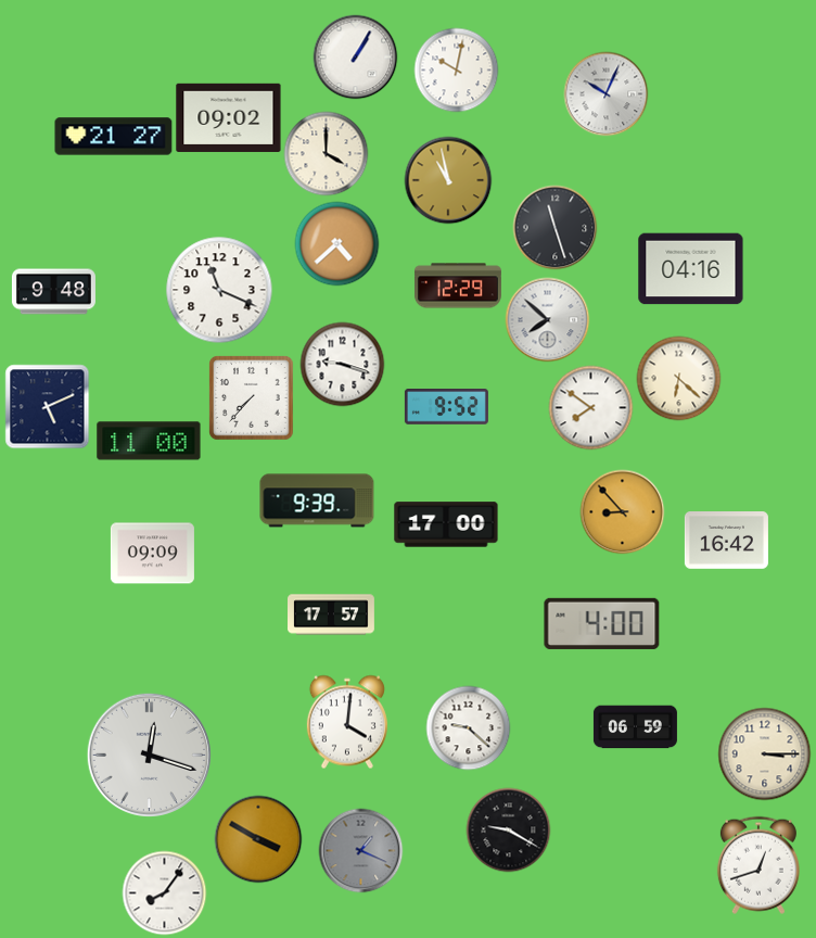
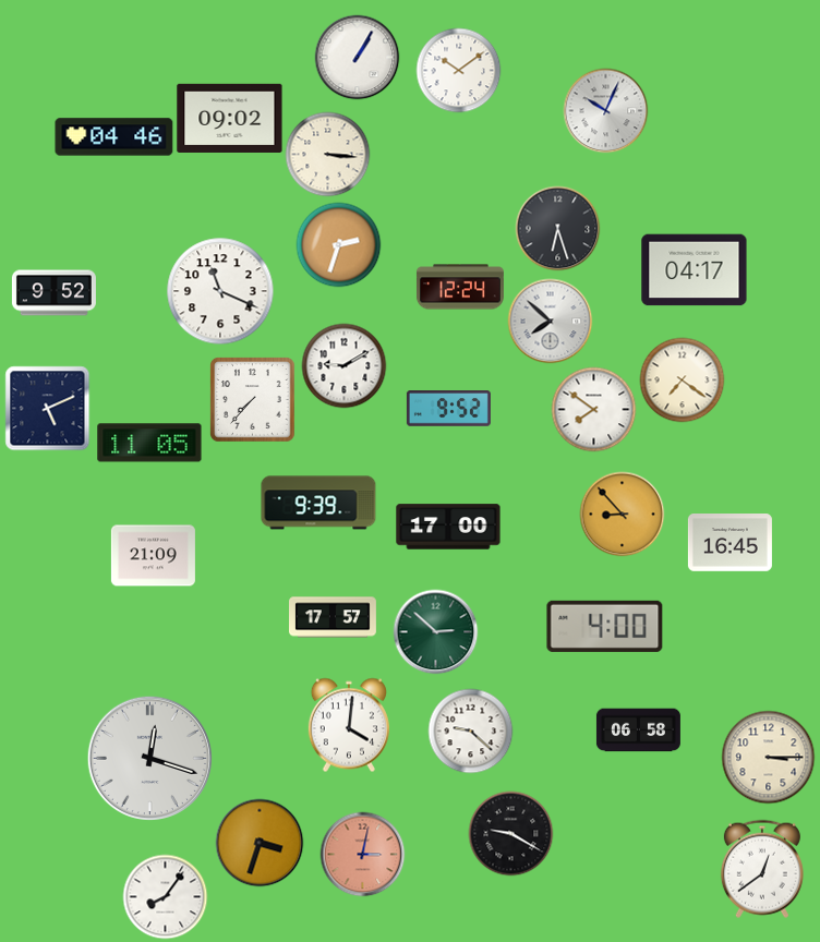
clock at (456, 69): 10:02 -> 10:09
clock at (605, 93) position: (605, 93) -> (605, 110)
clock at (114, 137): 21:27 -> 04:46
clock at (326, 153): 4:00 -> 3:16
clock at (448, 180): 10:58 -> none
clock at (554, 227): 11:27 -> 6:27
clock at (336, 243): 4:38 -> 2:33
clock at (691, 269): 04:16 -> 04:17
clock at (458, 286): 12:29 -> 12:24
clock at (53, 292): 9:48 -> 9:52
clock at (342, 364): 9:18 -> 9:10
clock at (678, 378): 6:22 -> 7:21
clock at (149, 441): 11:00 -> 11:05
clock at (622, 511) position: (622, 511) -> (622, 514)
clock at (726, 541): 16:42 -> 16:45
clock at (152, 554): 09:09 -> 21:09
clock at (435, 631): none -> 2:52
clock at (635, 727): 06:59 -> 06:58
clock at (258, 839): 3:50 -> 3:33
clock at (360, 850): 1:19 -> 3:02
clock at (360, 850) dial: grey -> salmon
clock at (758, 865): 12:42 -> 12:39
